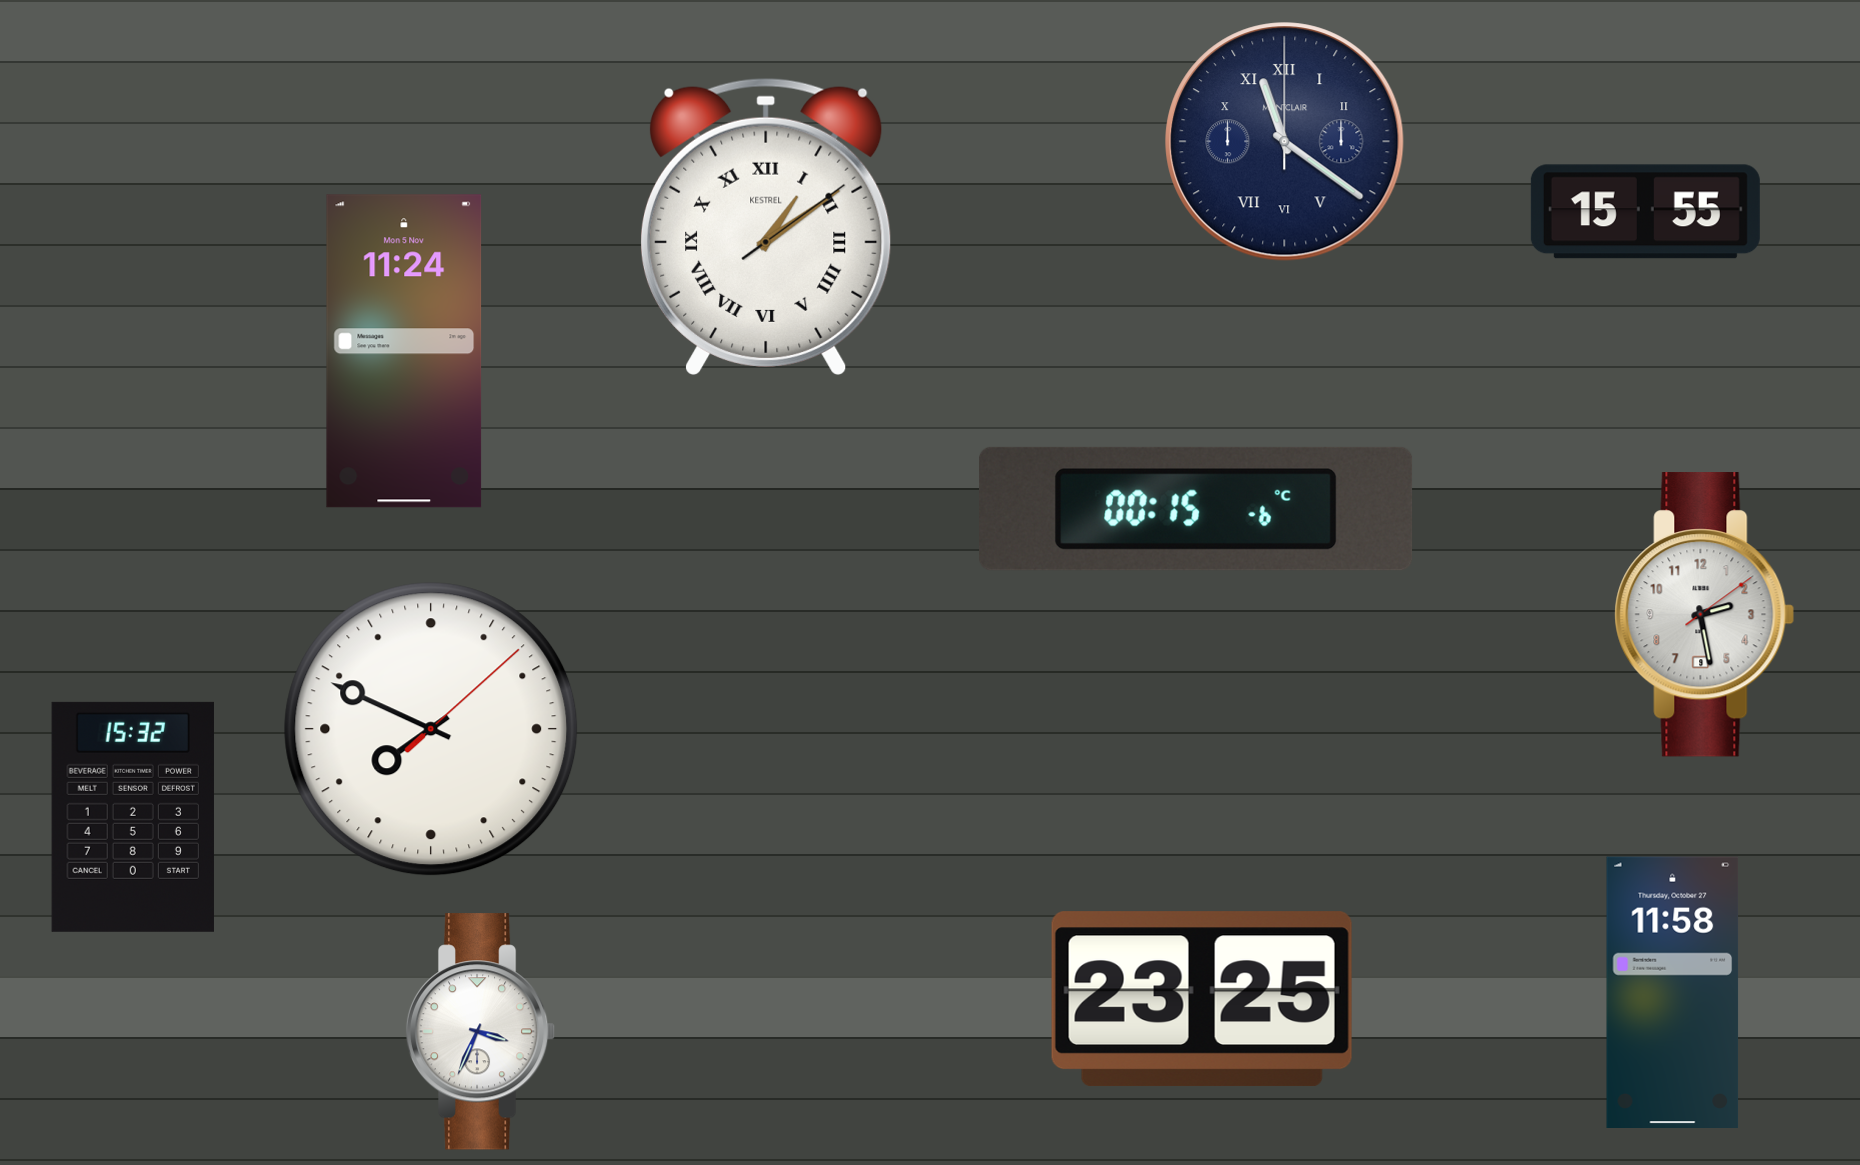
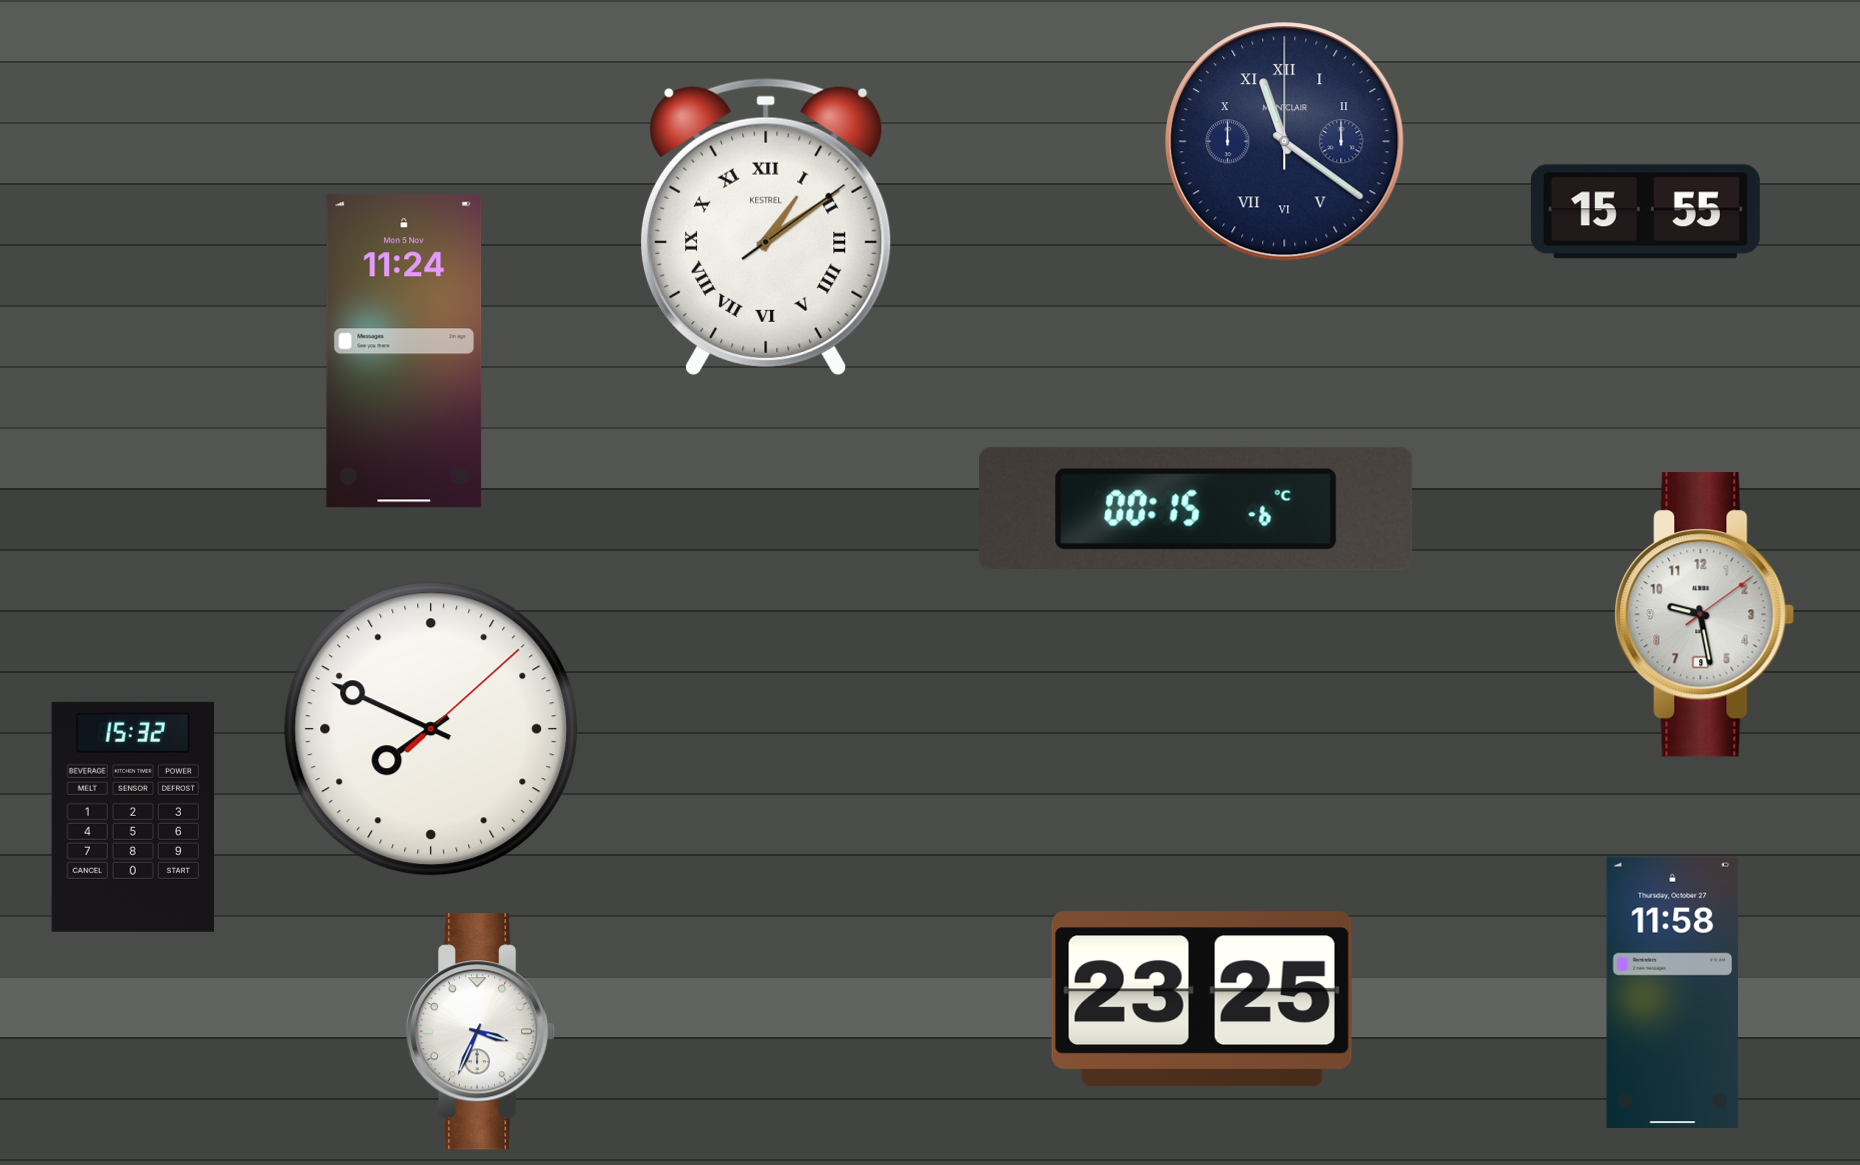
clock at (1705, 615): 2:28 -> 9:28
